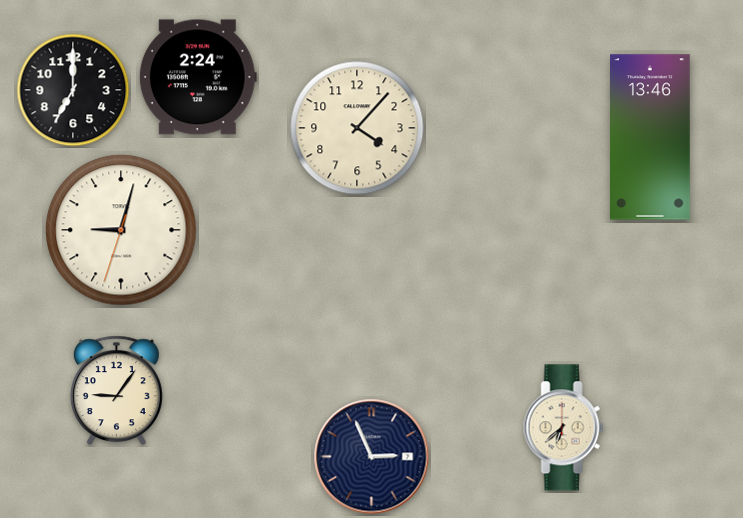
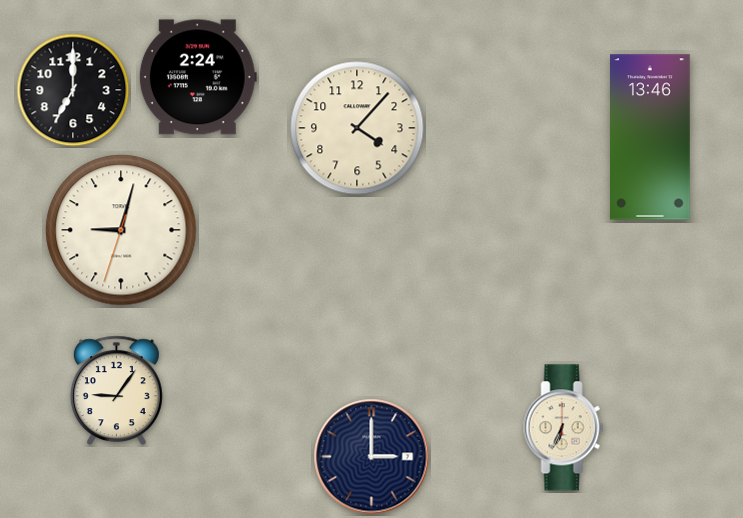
clock at (564, 428): 6:38 -> 6:34
clock at (372, 457): 2:56 -> 3:00
